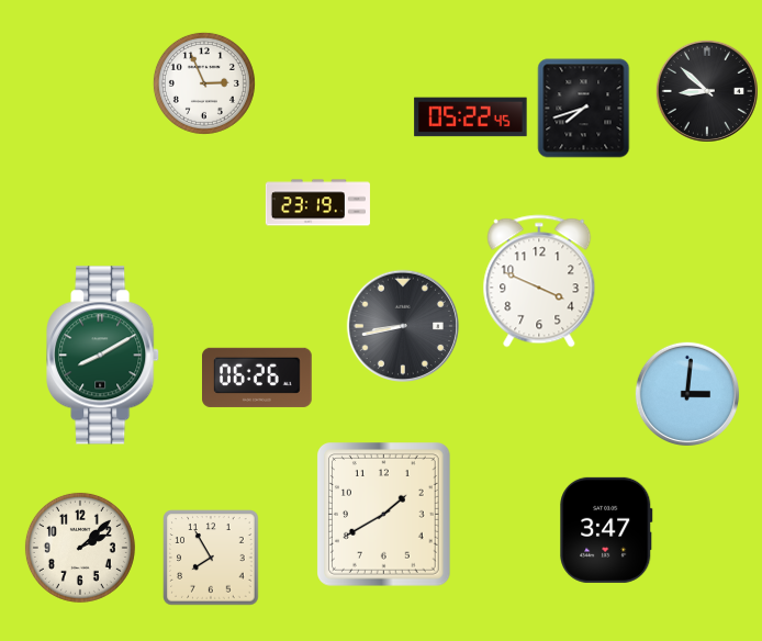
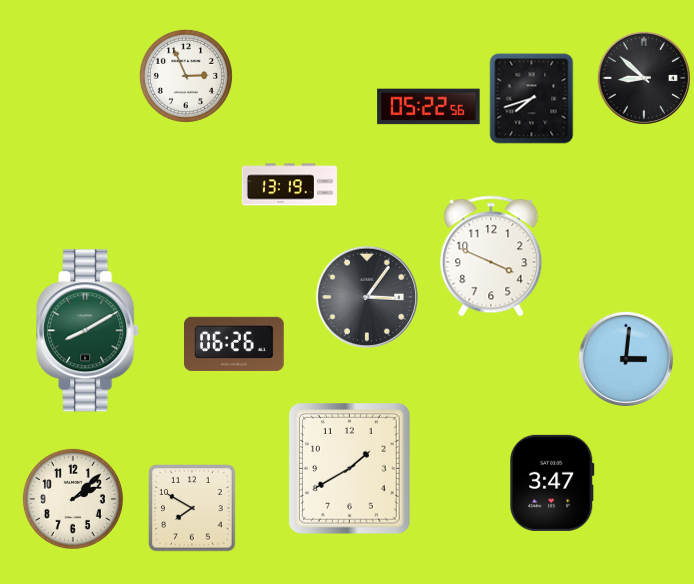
clock at (707, 91) position: (707, 91) -> (644, 78)
clock at (471, 117): 05:22:45 -> 05:22:56
clock at (317, 203): 23:19 -> 13:19
clock at (402, 325): 8:43 -> 3:06
clock at (103, 356) position: (103, 356) -> (88, 331)
clock at (211, 558): 7:55 -> 7:50
